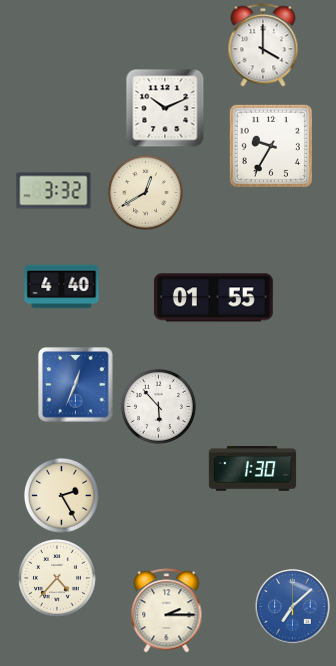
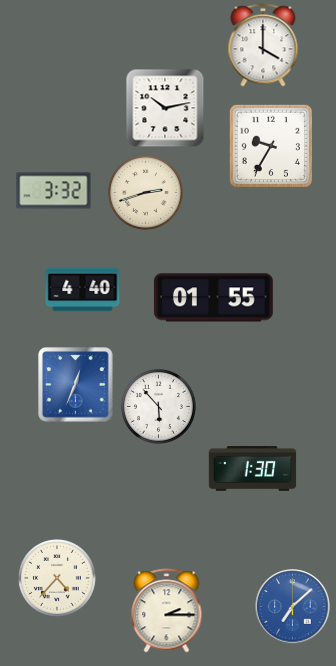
clock at (165, 108): 10:11 -> 10:13
clock at (145, 192): 12:40 -> 2:42
clock at (62, 287) position: (62, 287) -> (83, 290)
clock at (61, 495): 2:25 -> none
